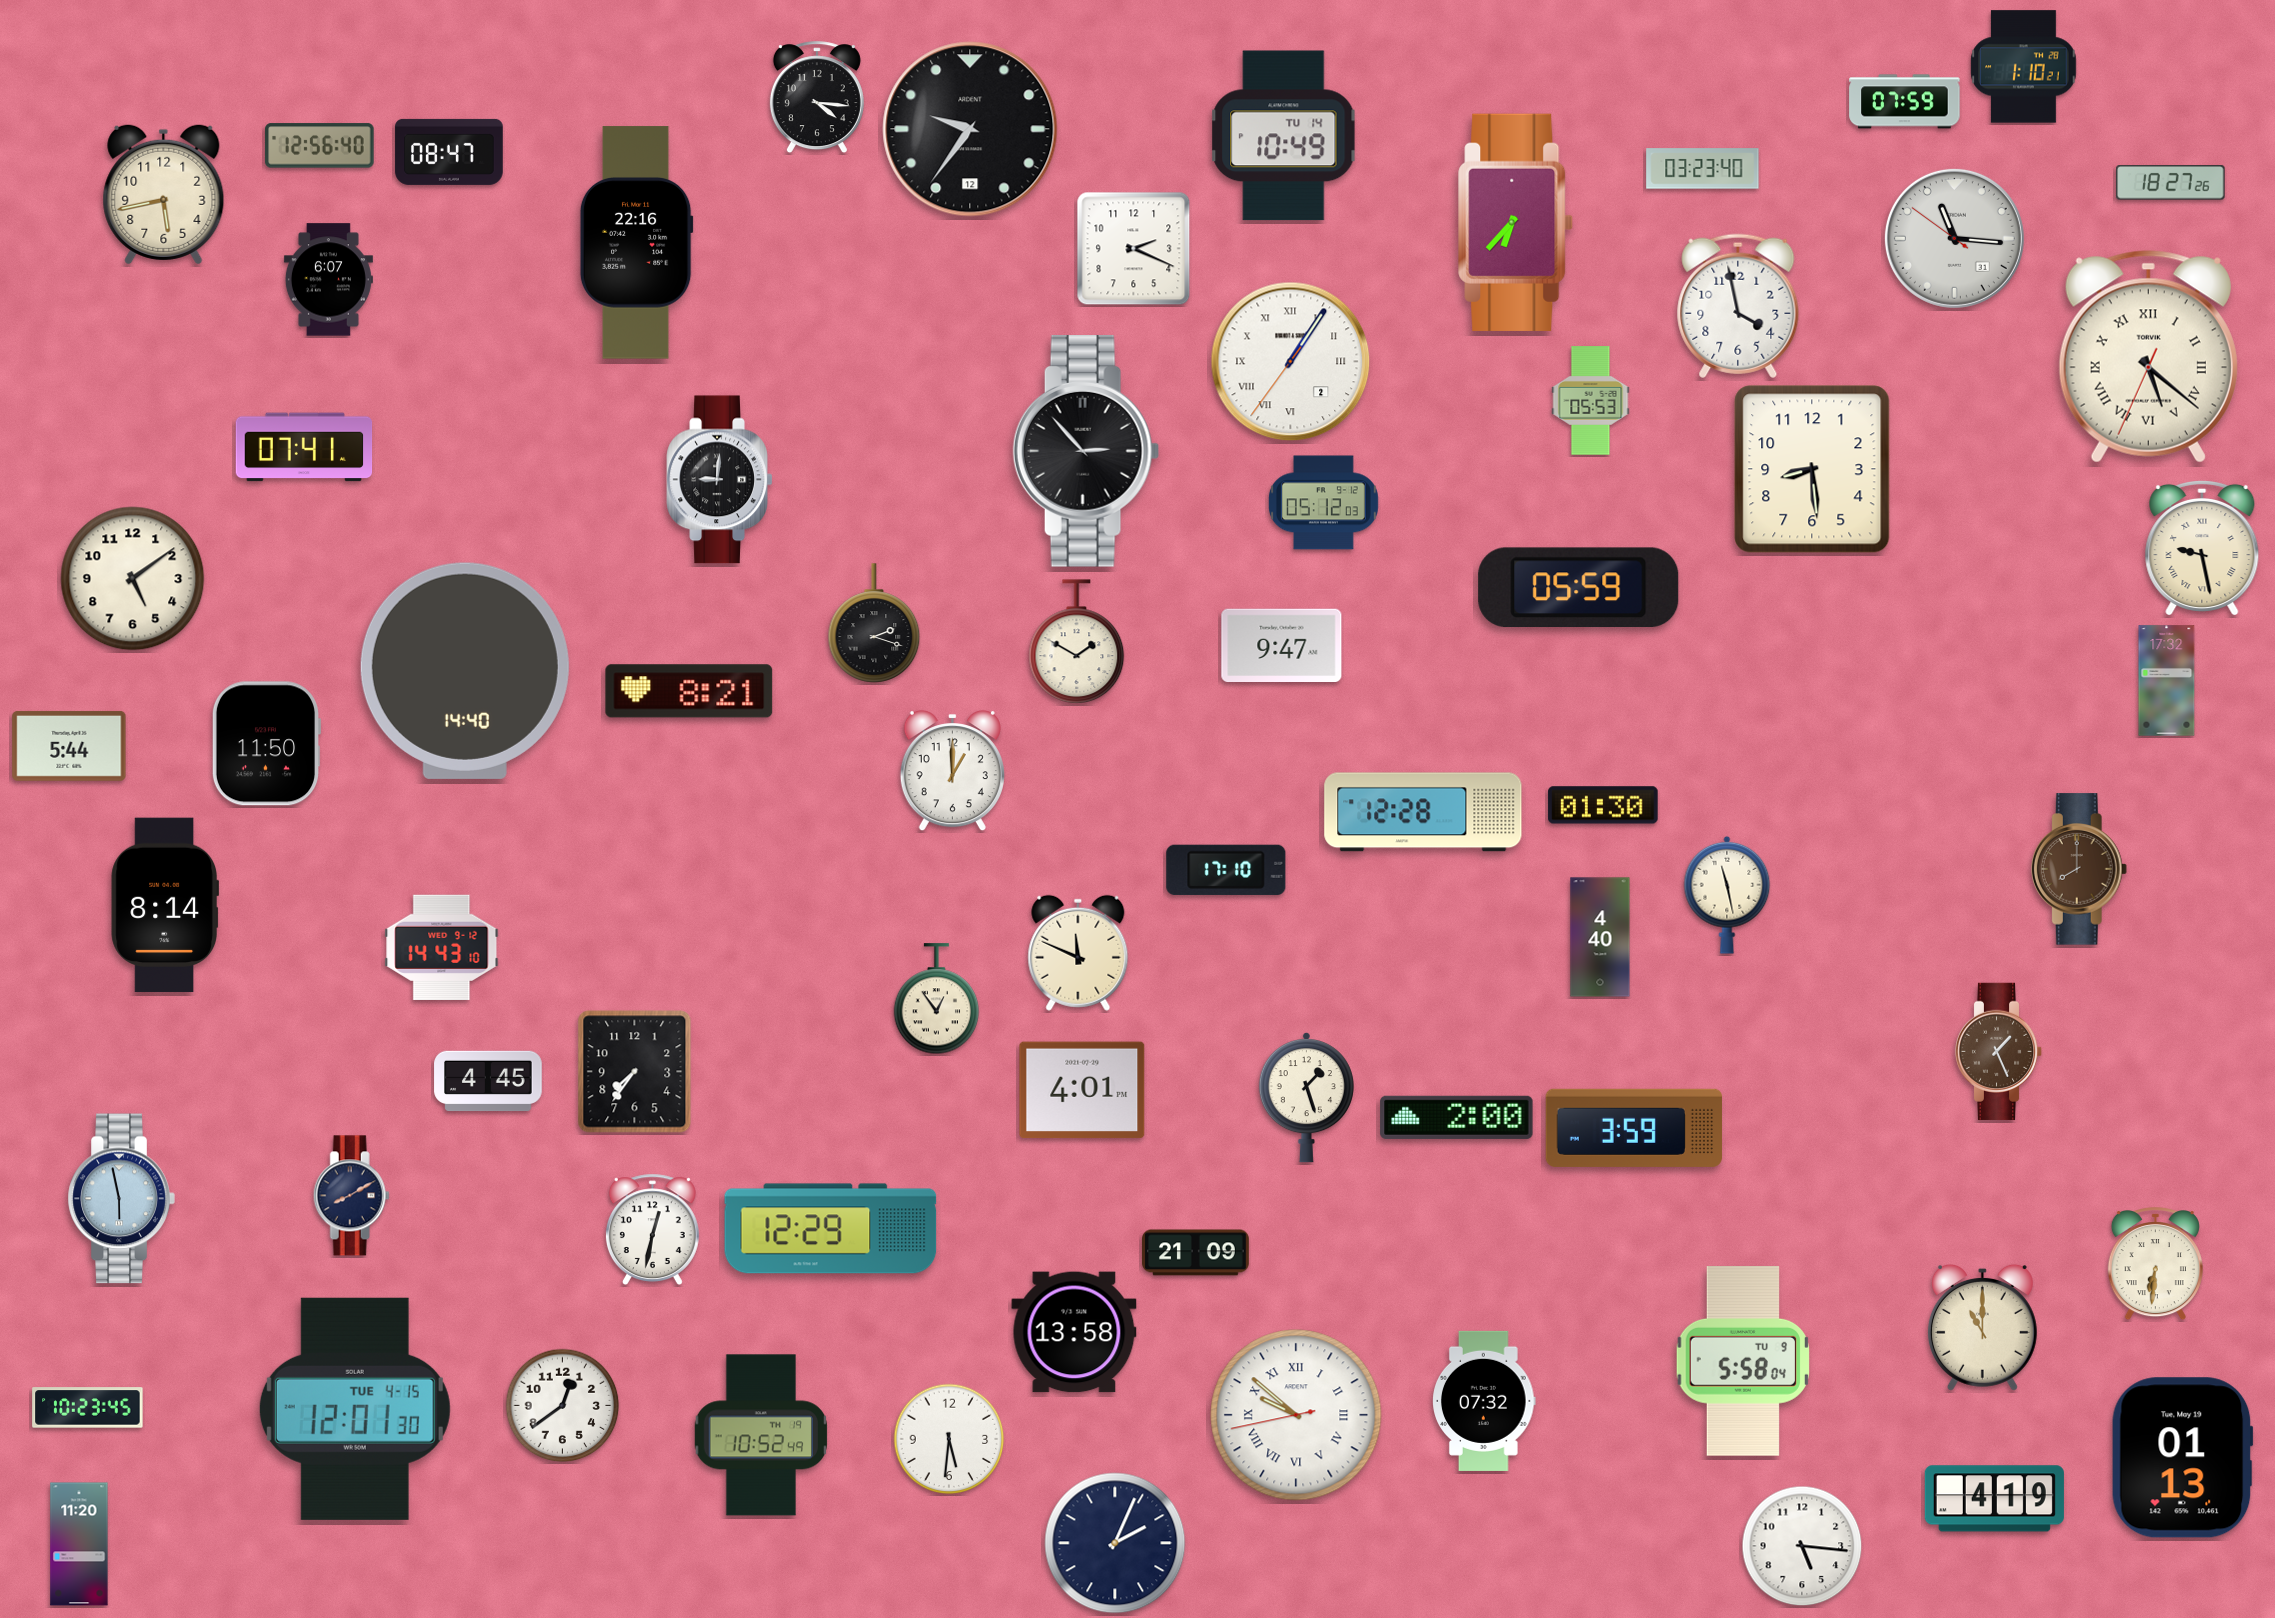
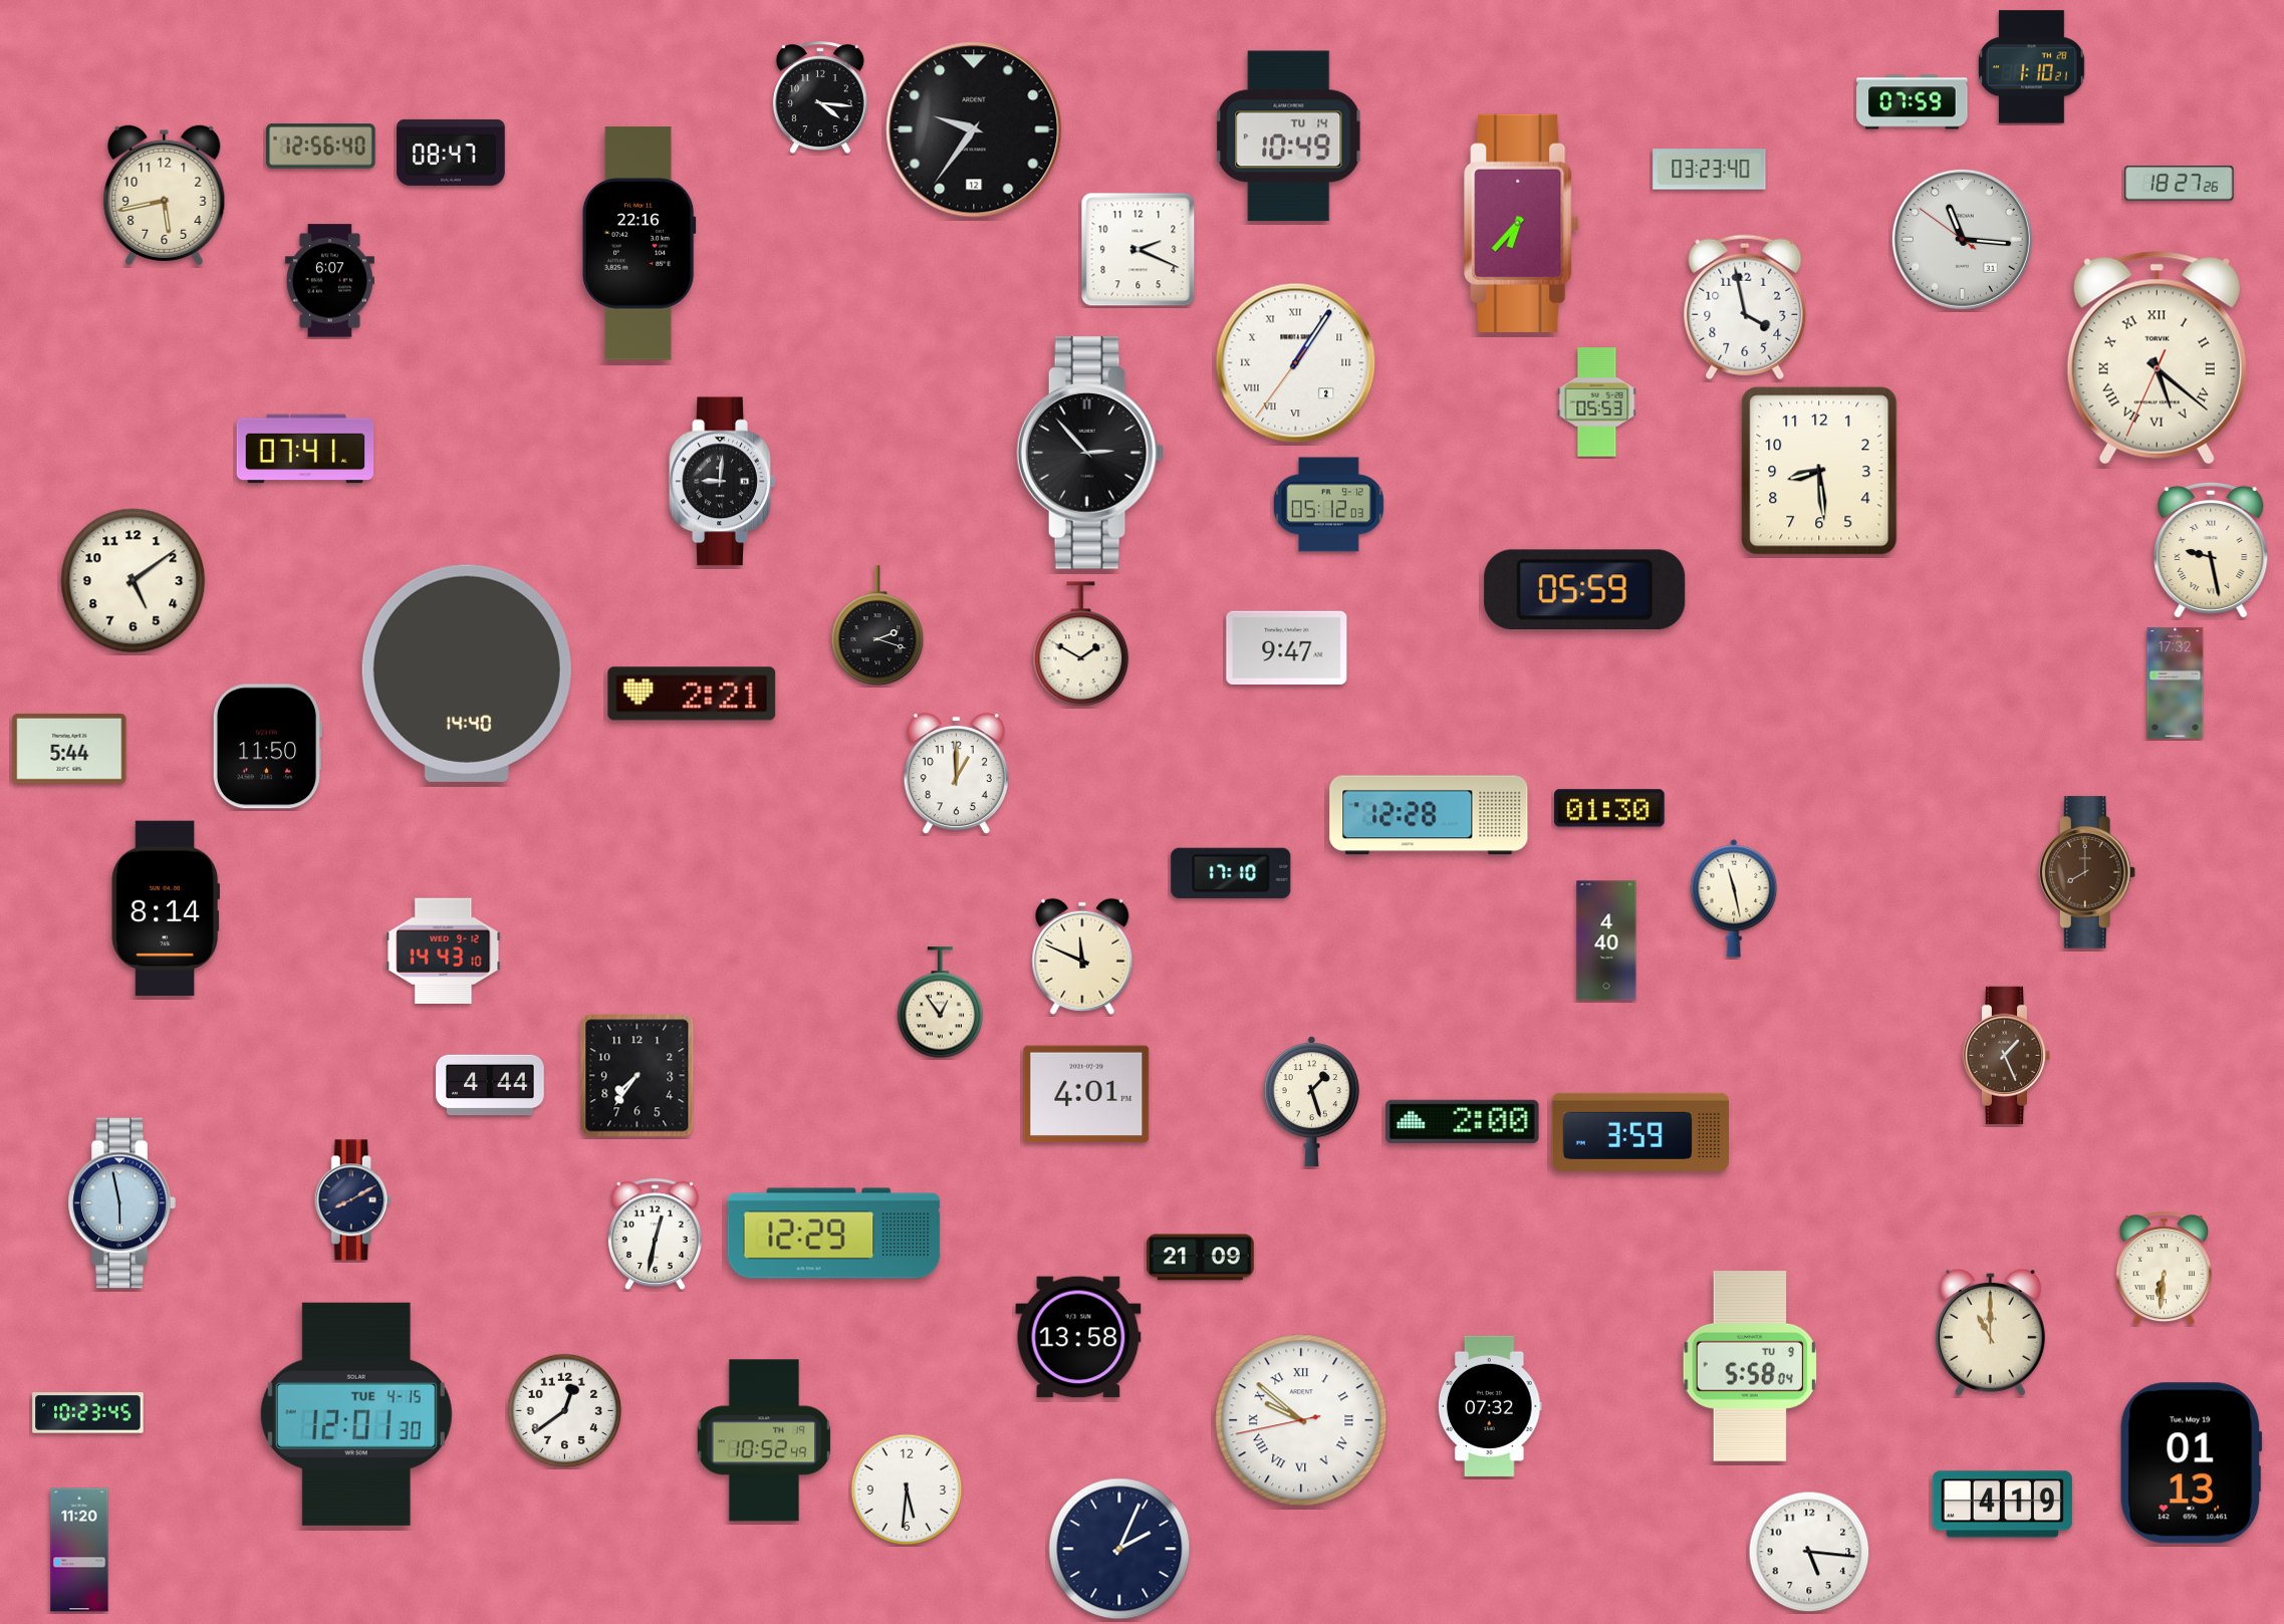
clock at (689, 691): 8:21 -> 2:21
clock at (488, 1081): 4:45 -> 4:44
clock at (949, 1439) position: (949, 1439) -> (907, 1490)
